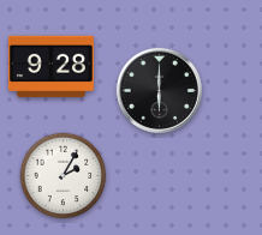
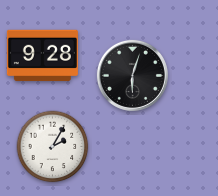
clock at (159, 90): 6:00 -> 6:03
